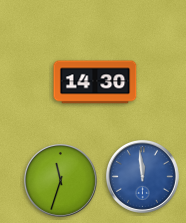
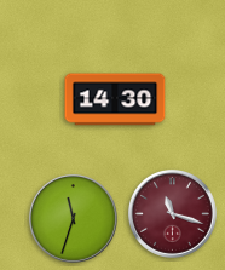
clock at (142, 176): 11:59 -> 11:18
clock at (142, 176) dial: blue -> burgundy
